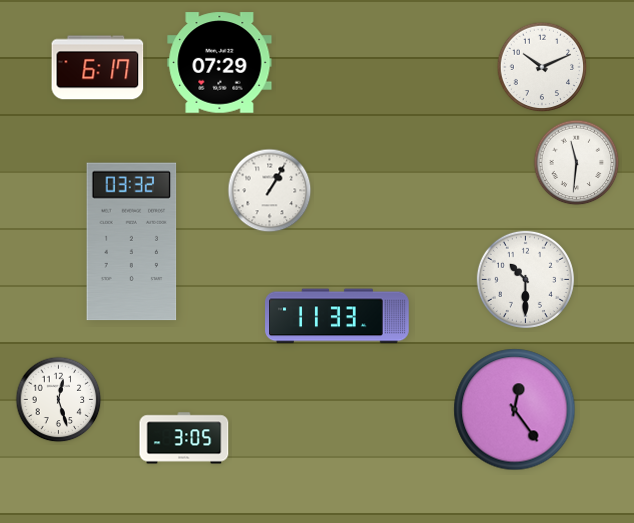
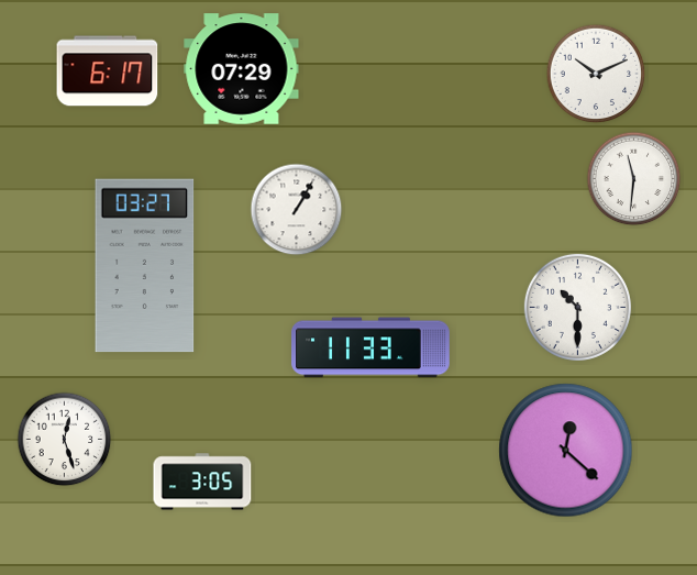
clock at (98, 68) position: (98, 68) -> (108, 71)
clock at (132, 242): 03:32 -> 03:27
clock at (515, 410): 12:24 -> 12:22
